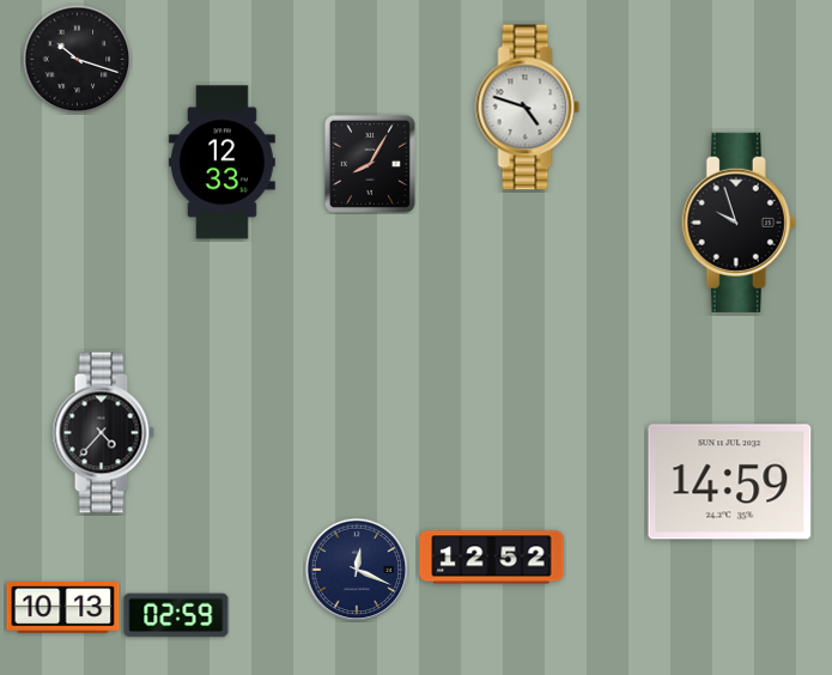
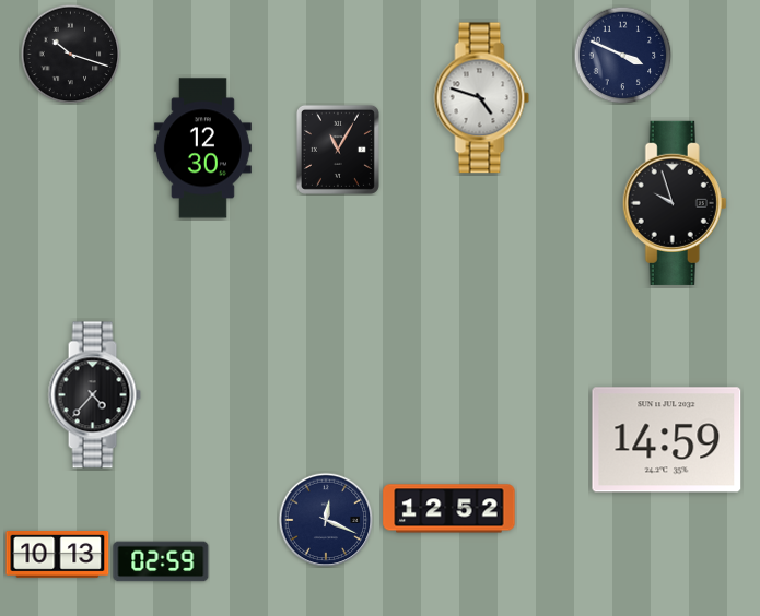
clock at (622, 55): none -> 3:49
clock at (221, 163): 12:33 -> 12:30
clock at (370, 164): 8:05 -> 11:05
